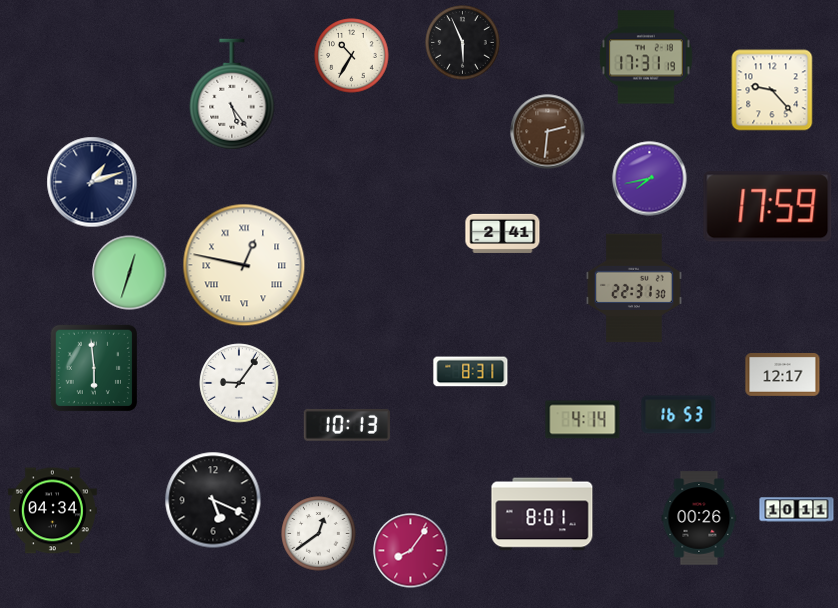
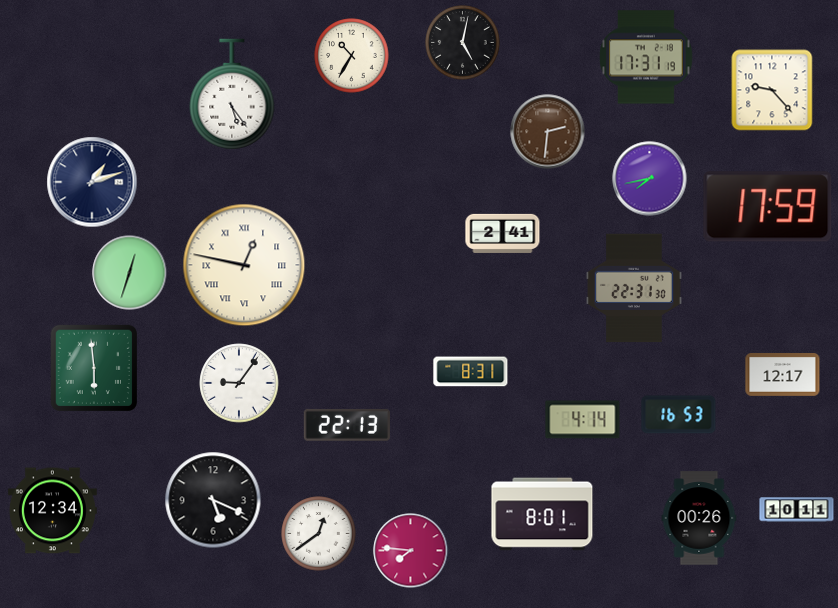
clock at (463, 43): 5:56 -> 5:02
clock at (347, 425): 10:13 -> 22:13
clock at (52, 511): 04:34 -> 12:34
clock at (411, 551): 8:06 -> 7:46
